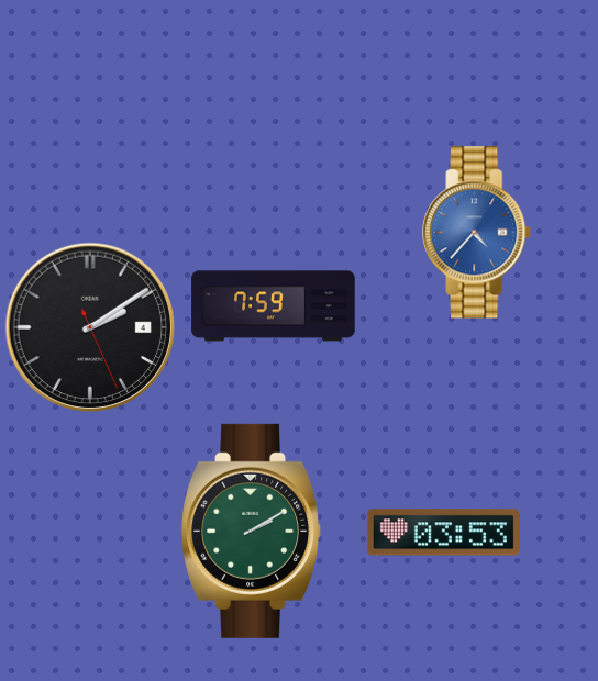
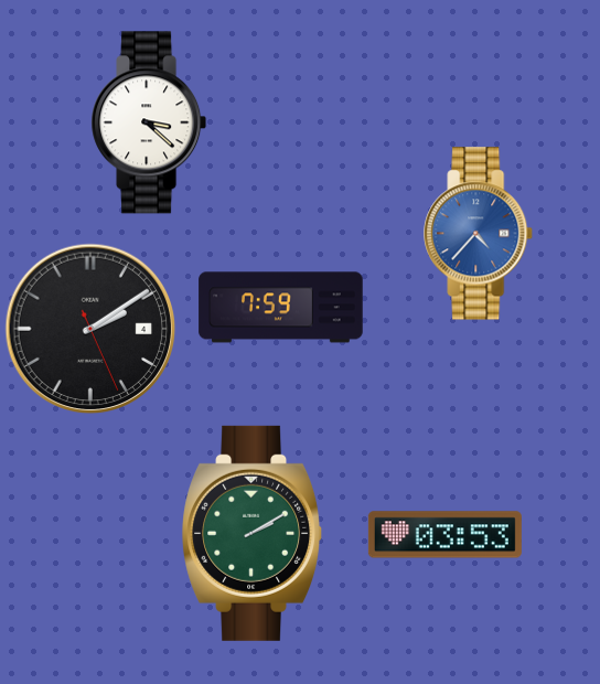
clock at (149, 122): none -> 3:22
clock at (274, 306) position: (274, 306) -> (281, 308)
